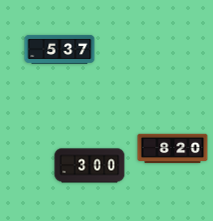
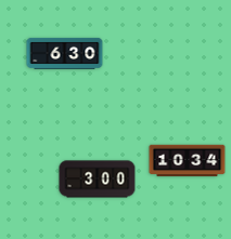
clock at (60, 49): 5:37 -> 6:30
clock at (173, 149): 8:20 -> 10:34
